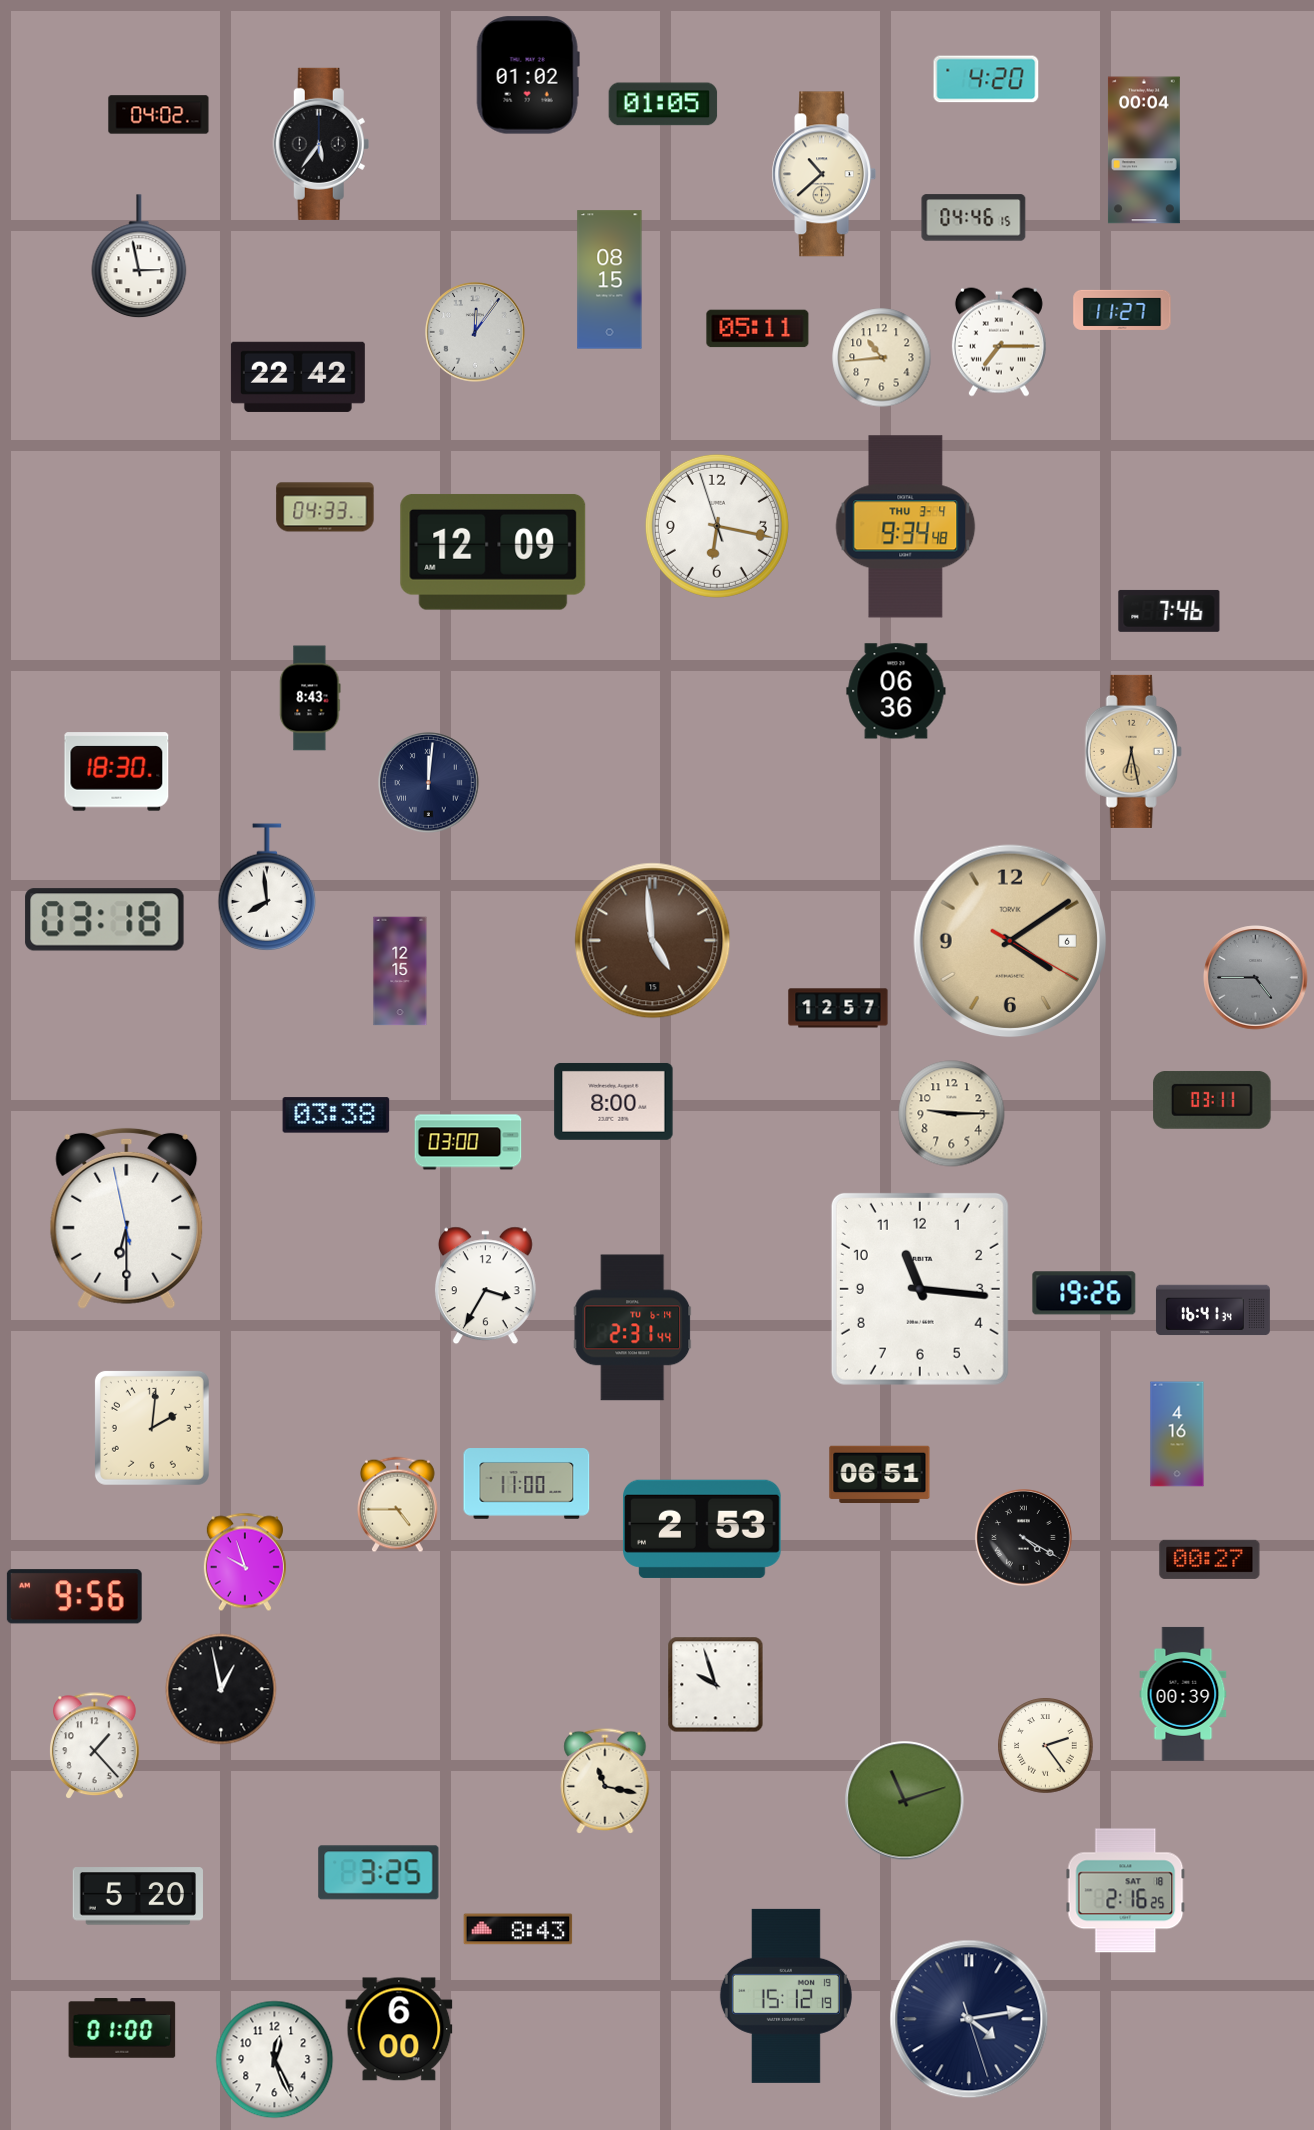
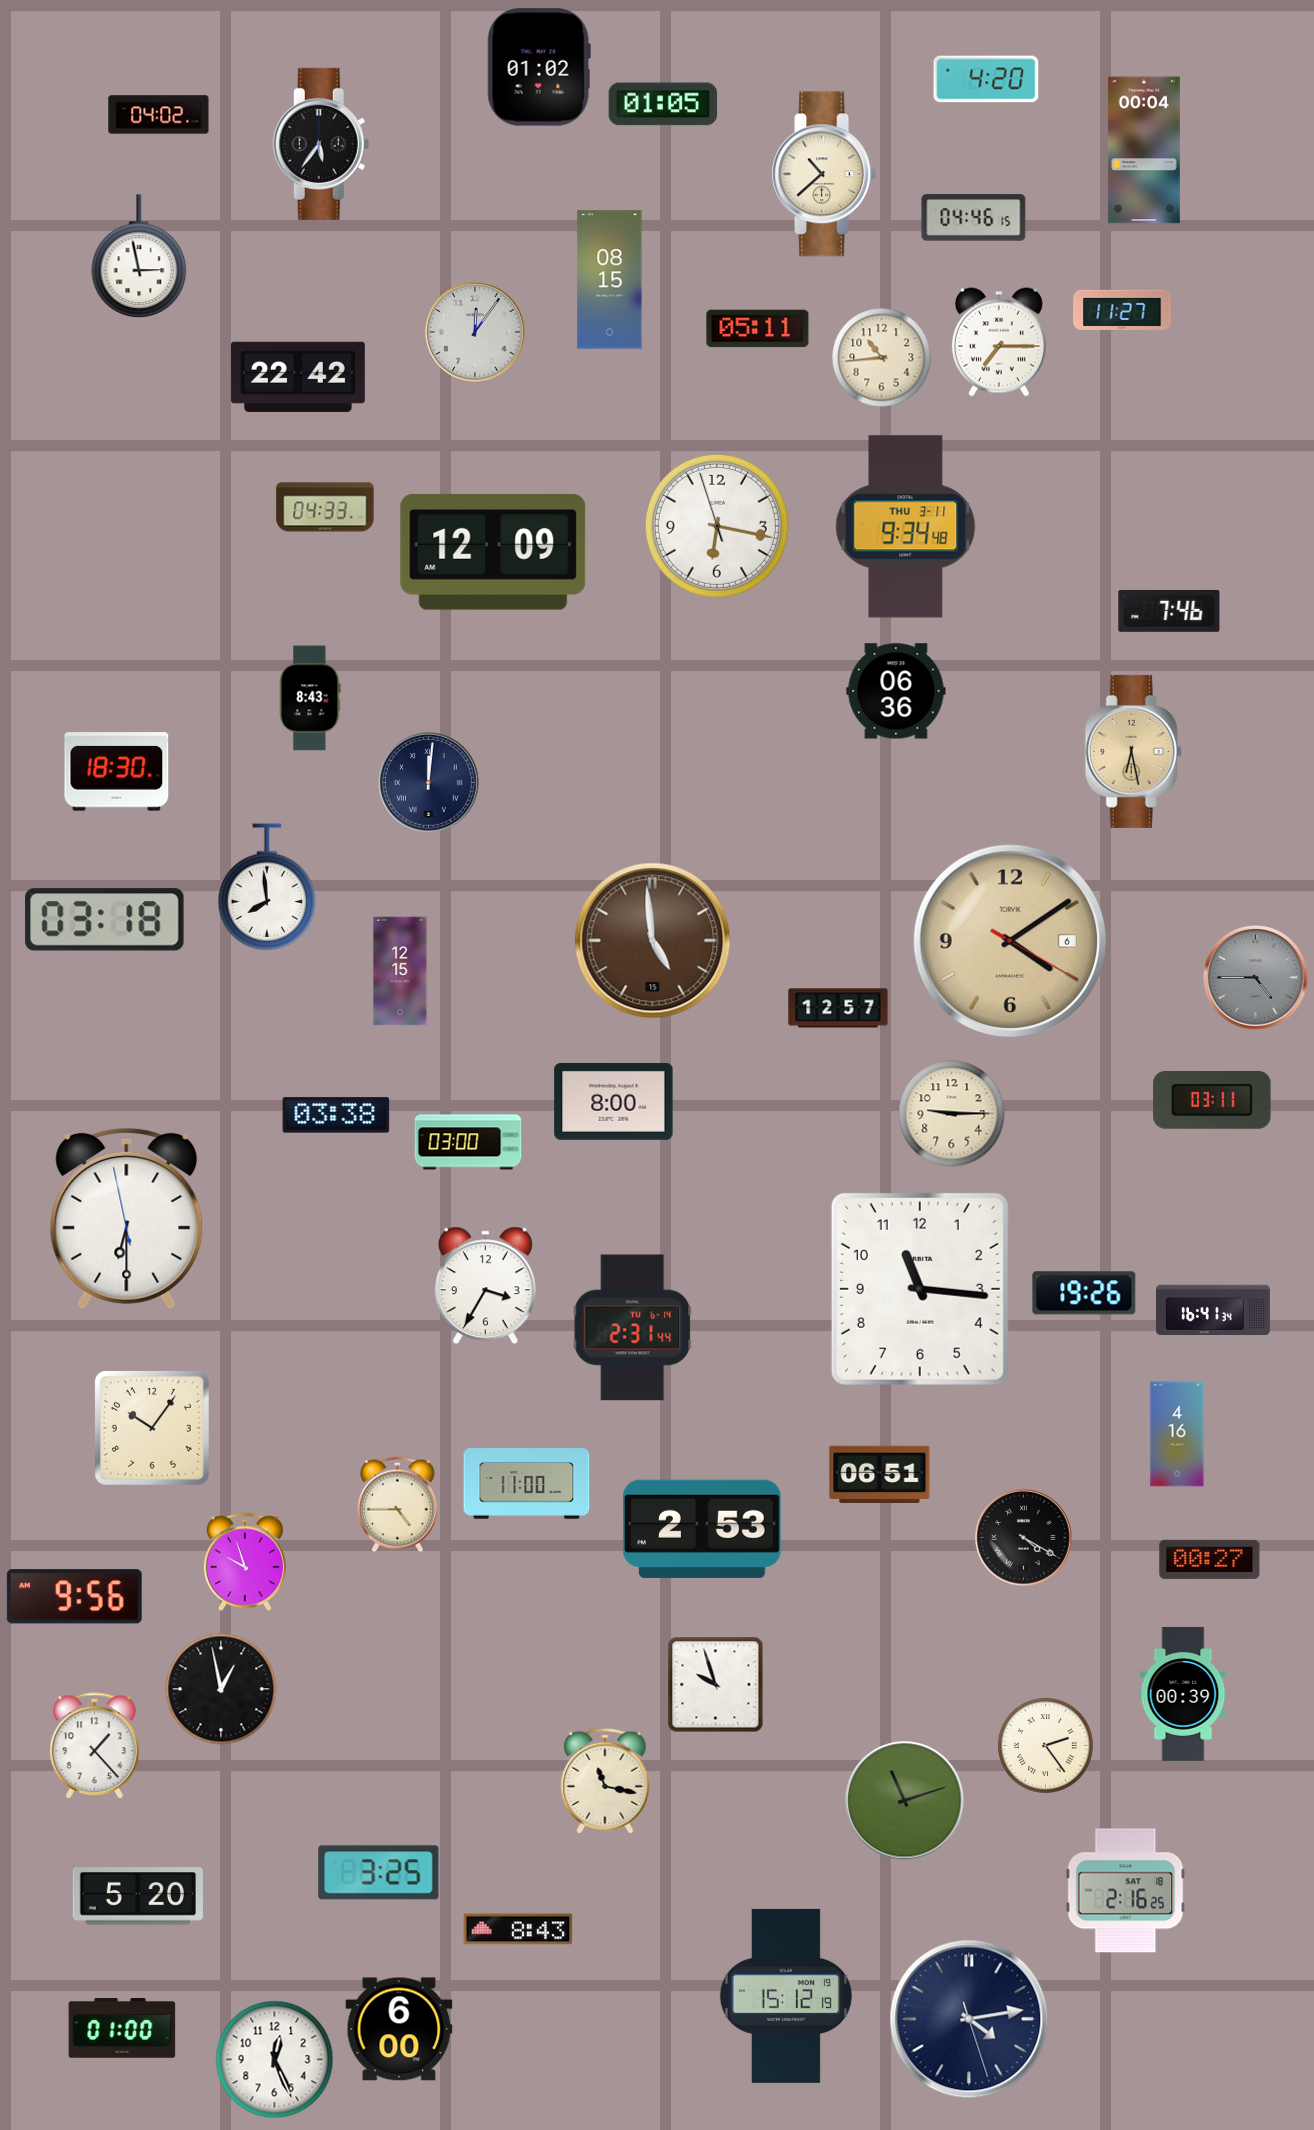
clock at (528, 75) position: (528, 75) -> (539, 67)
clock at (906, 527) date: THU 3-4 -> THU 3-11
clock at (152, 1428): 2:01 -> 10:06
